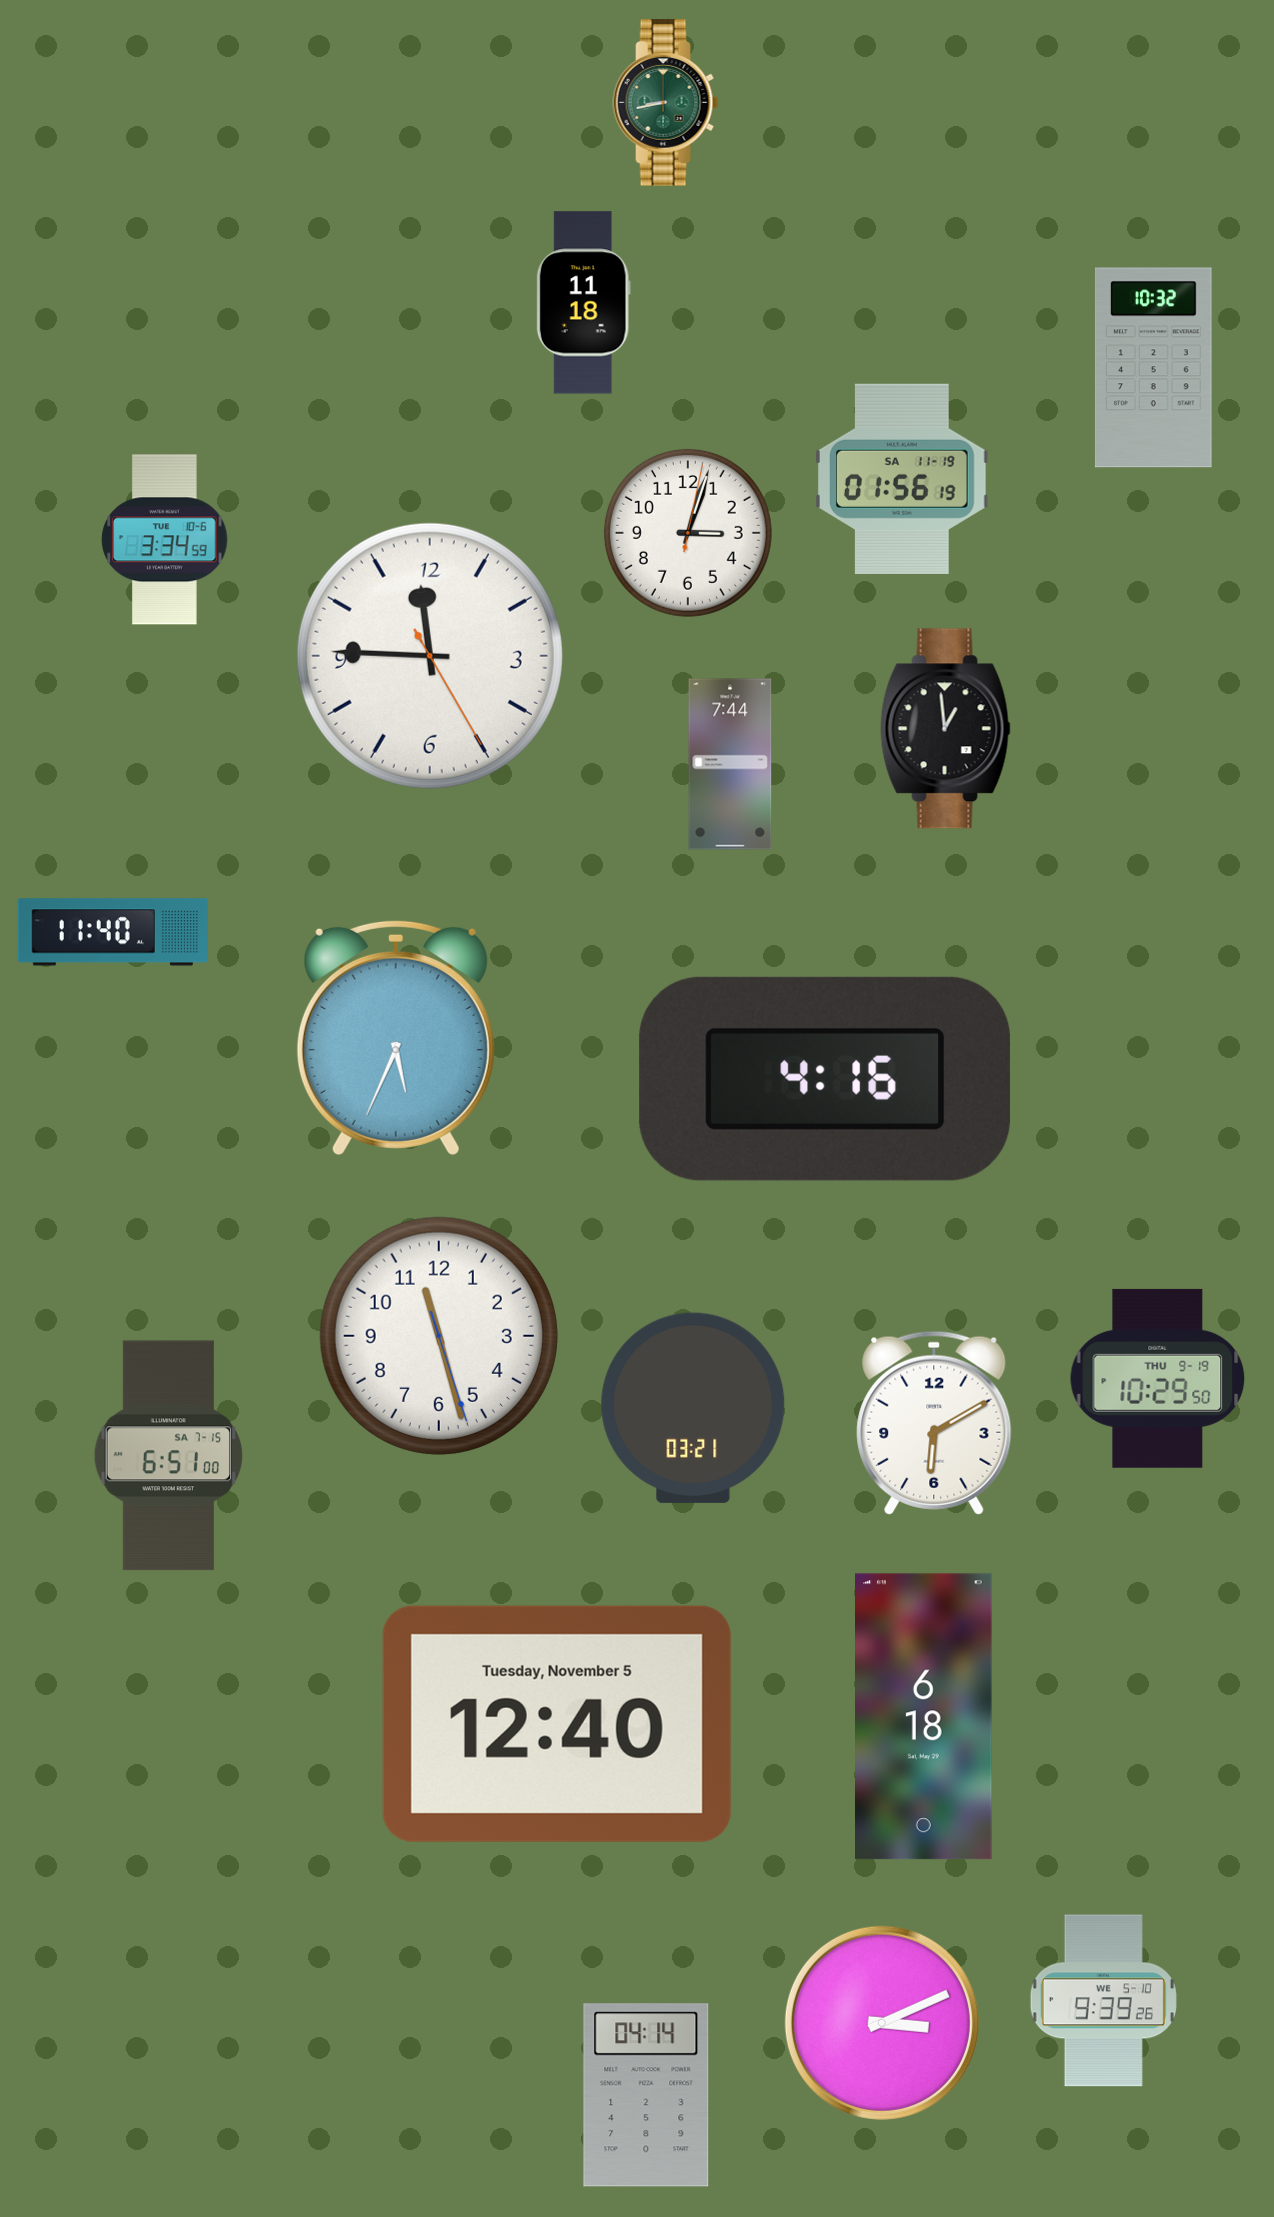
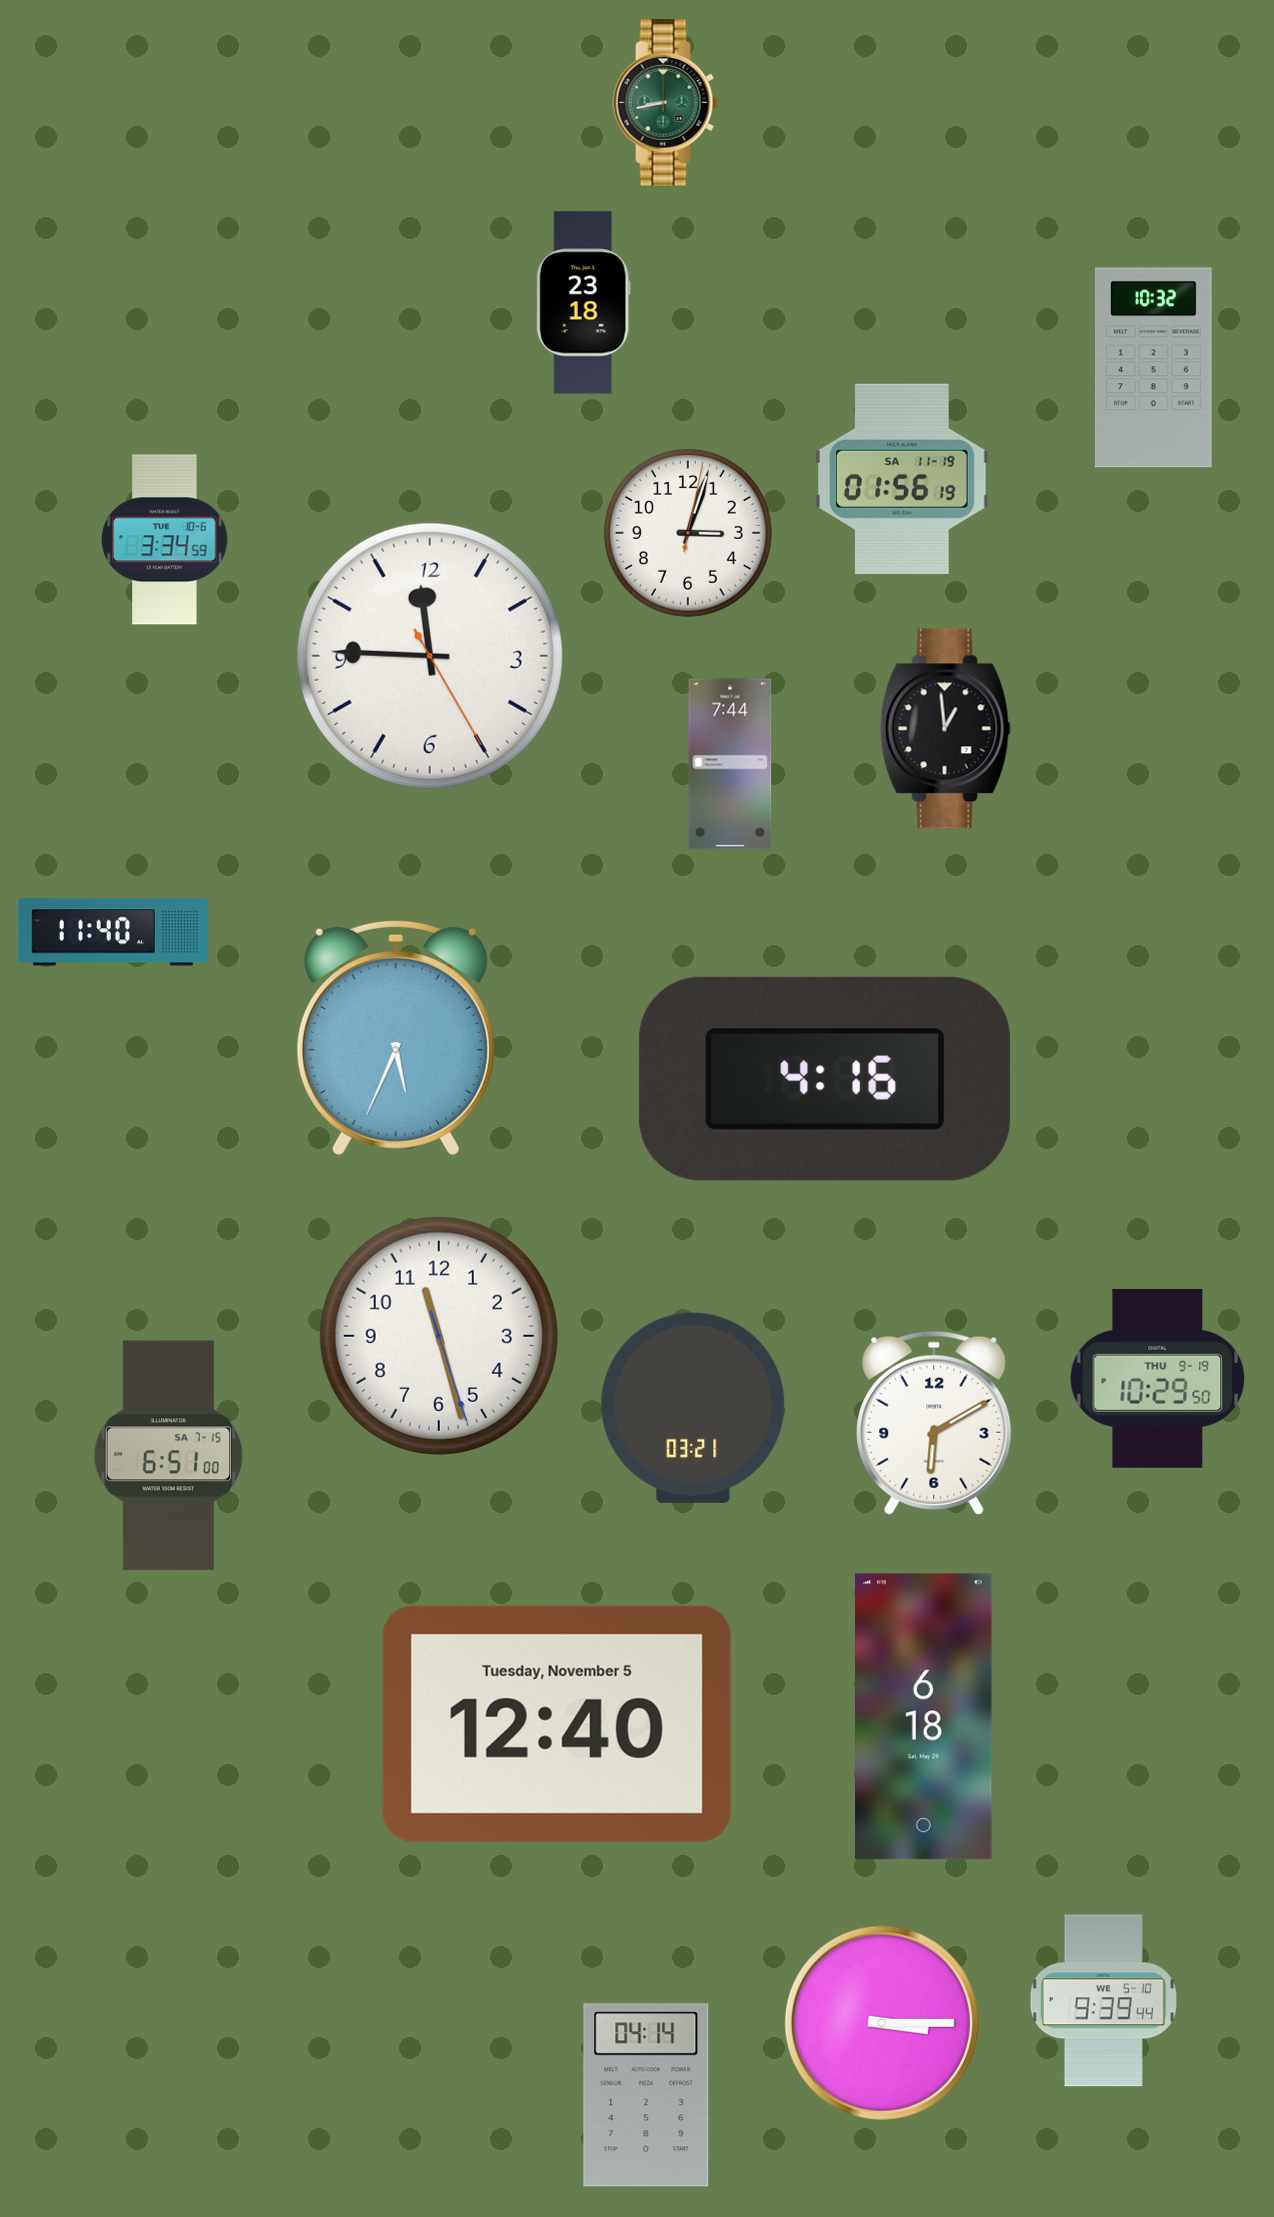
clock at (583, 303): 11:18 -> 23:18
clock at (1103, 2001): 9:39:26 -> 9:39:44
clock at (882, 2023): 3:11 -> 3:15
